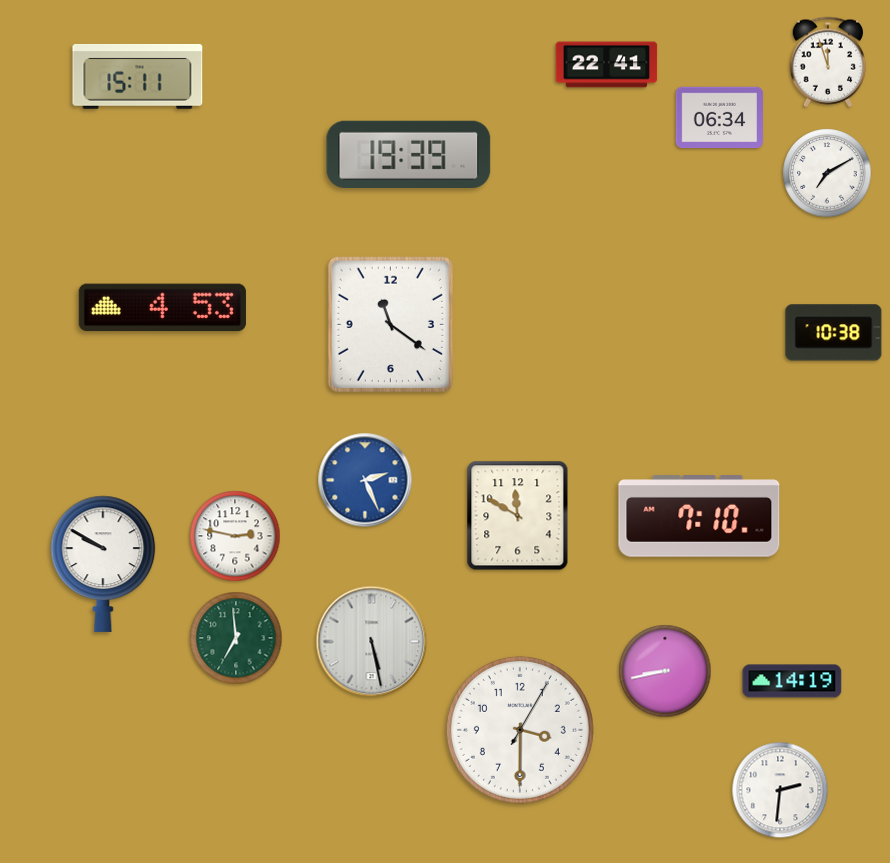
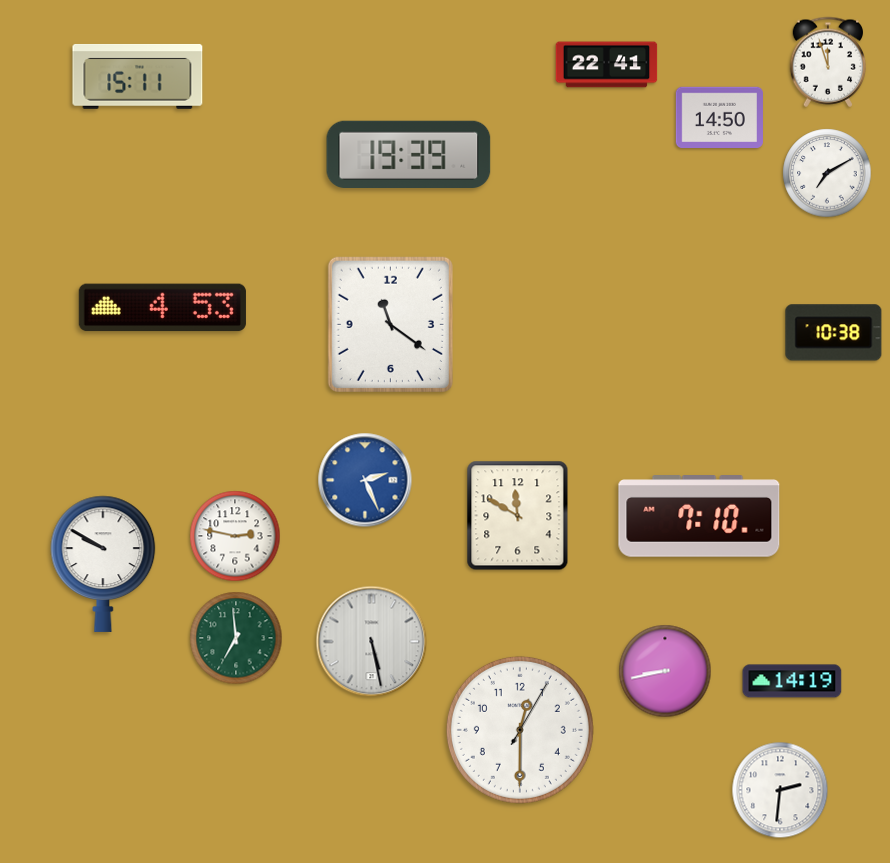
clock at (719, 118): 06:34 -> 14:50
clock at (520, 730): 3:30 -> 12:30
